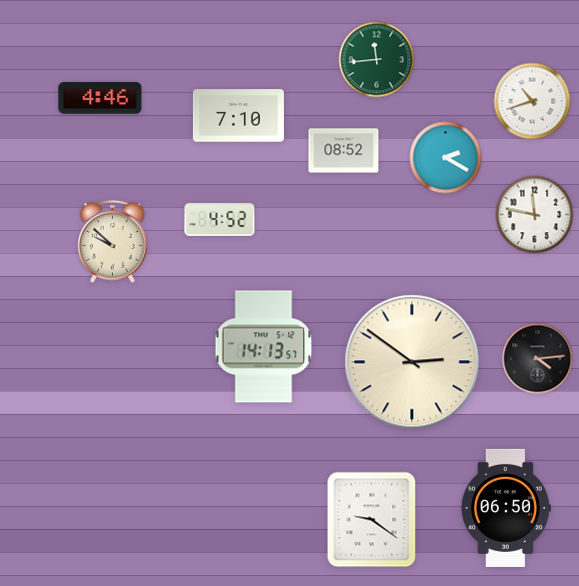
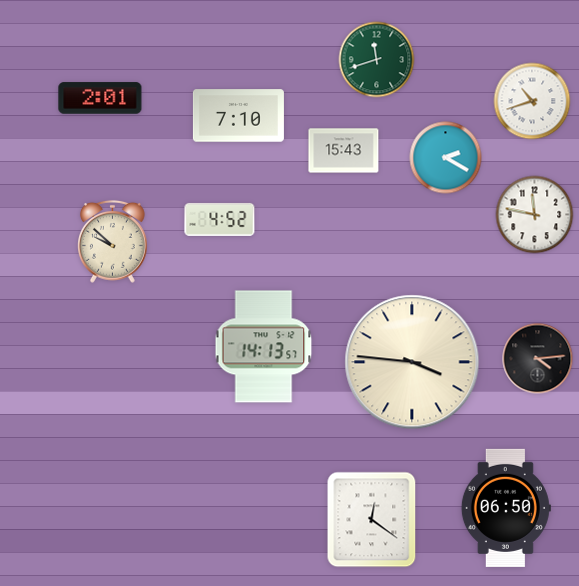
clock at (377, 60): 11:44 -> 11:42
clock at (100, 98): 4:46 -> 2:01
clock at (344, 151): 08:52 -> 15:43
clock at (412, 362): 2:51 -> 3:46
clock at (372, 520): 9:21 -> 12:21
